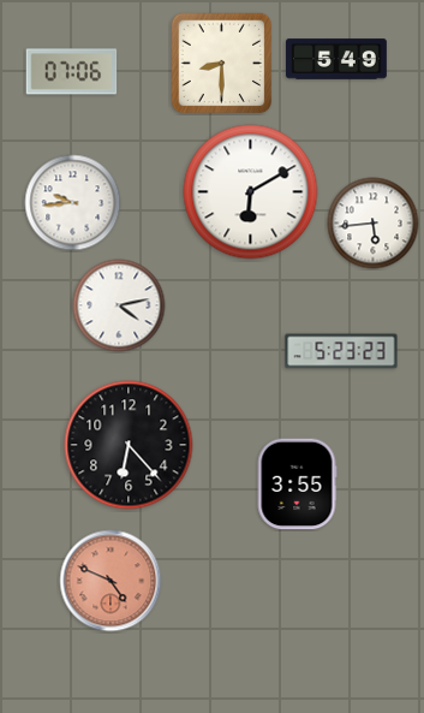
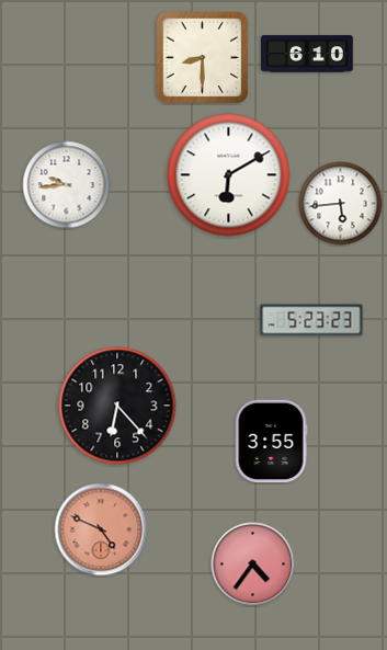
clock at (338, 59): 5:49 -> 6:10
clock at (72, 72): 07:06 -> none
clock at (119, 305): 4:13 -> none
clock at (253, 565): none -> 4:36
